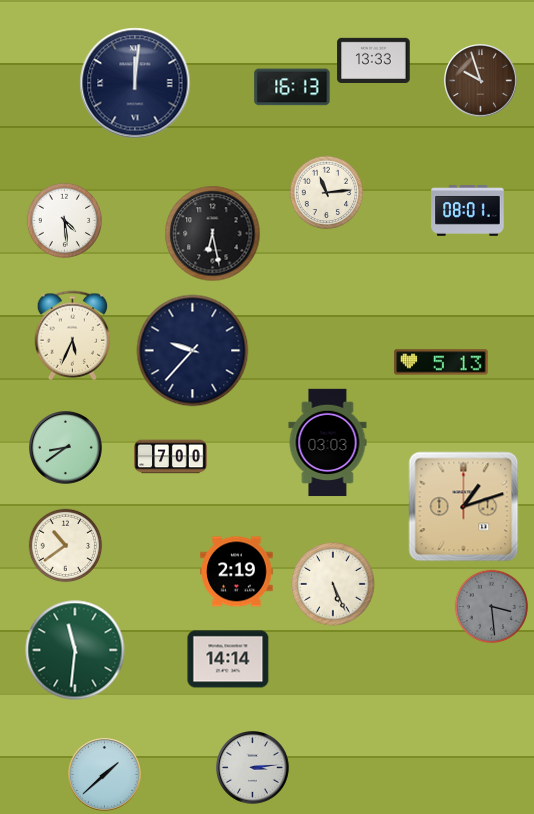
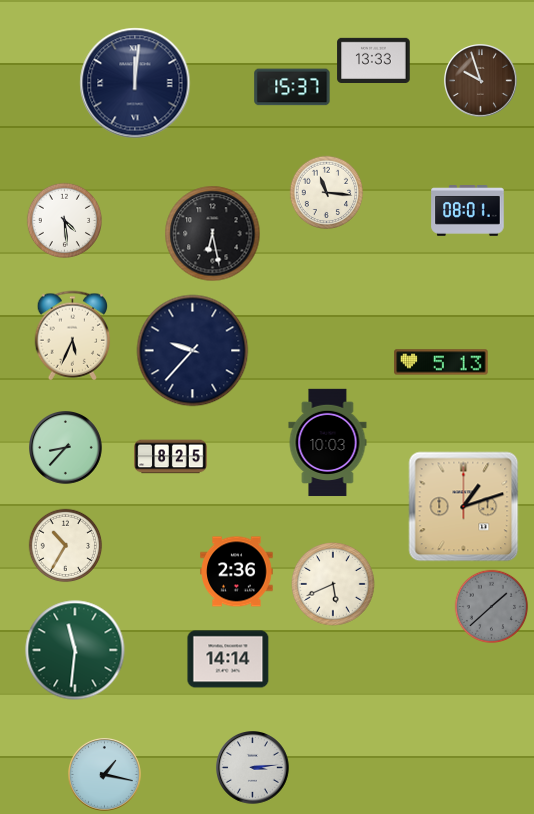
clock at (292, 87): 16:13 -> 15:37
clock at (327, 193): 11:14 -> 11:16
clock at (328, 443): 03:03 -> 10:03
clock at (66, 448): 8:39 -> 8:37
clock at (171, 457): 7:00 -> 8:25
clock at (66, 546): 10:39 -> 10:35
clock at (237, 572): 2:19 -> 2:36
clock at (334, 585): 5:26 -> 5:41
clock at (492, 607): 3:29 -> 1:38
clock at (105, 775): 1:38 -> 1:17
